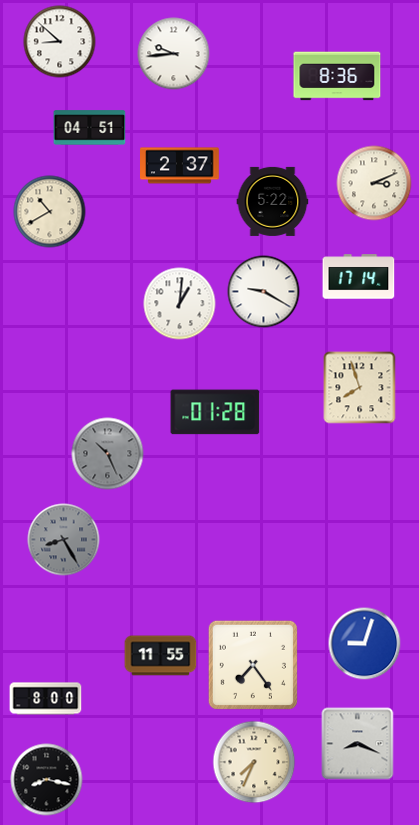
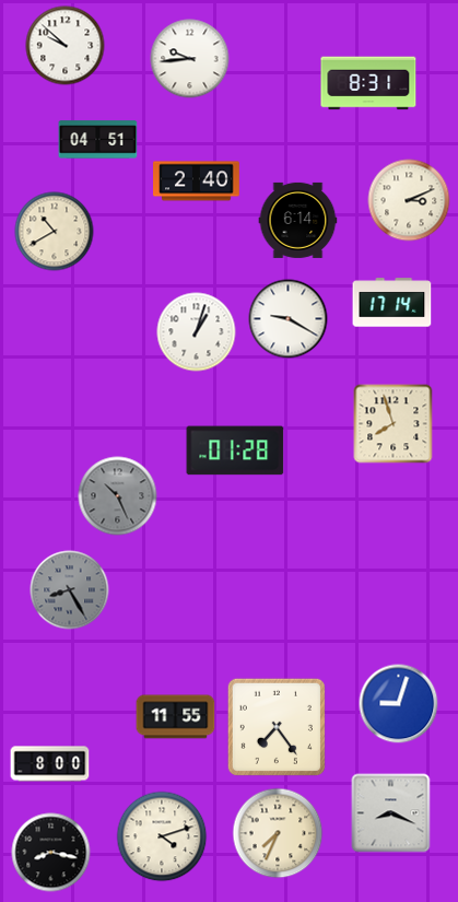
clock at (60, 42): 8:52 -> 9:52
clock at (337, 76): 8:36 -> 8:31
clock at (180, 166): 2:37 -> 2:40
clock at (273, 201): 5:22 -> 6:14
clock at (180, 304): 1:01 -> 1:03
clock at (162, 836): none -> 4:12
